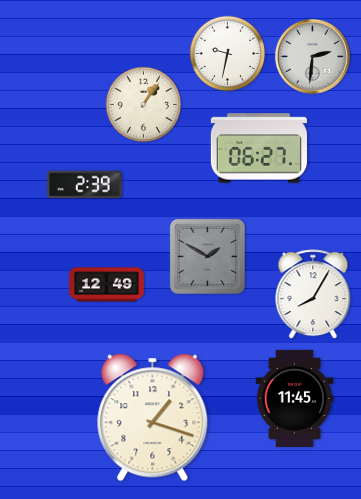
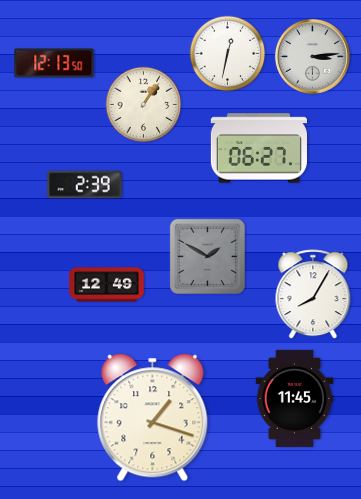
clock at (228, 54): 9:32 -> 12:32
clock at (312, 56): 2:31 -> 3:14
clock at (54, 63): none -> 12:13
